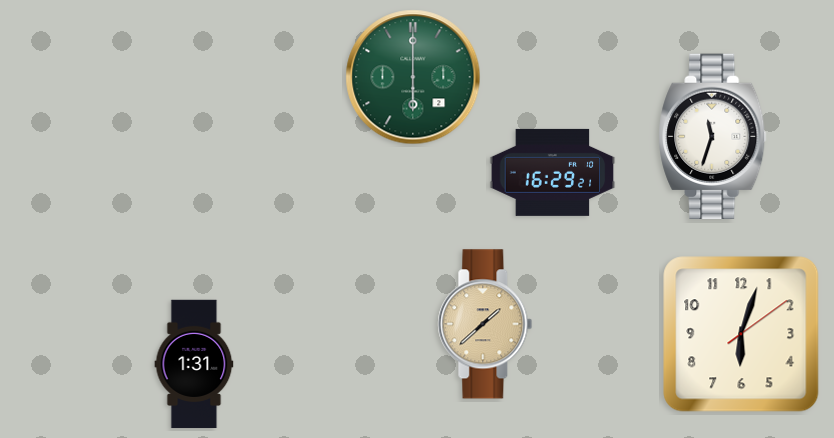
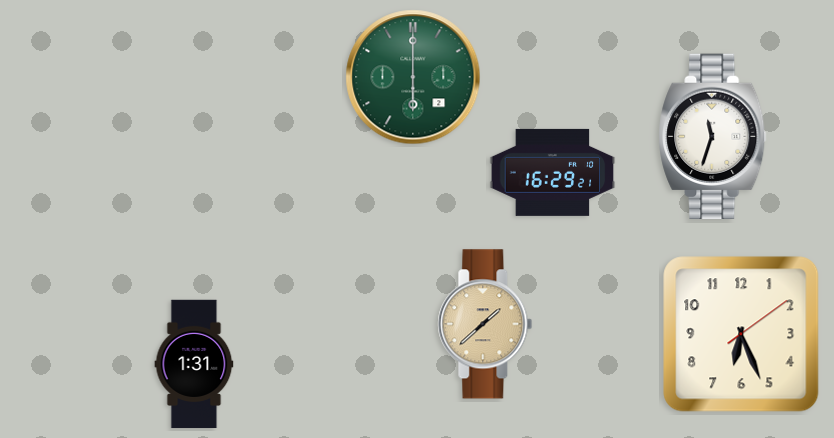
clock at (741, 334): 6:03 -> 6:26
